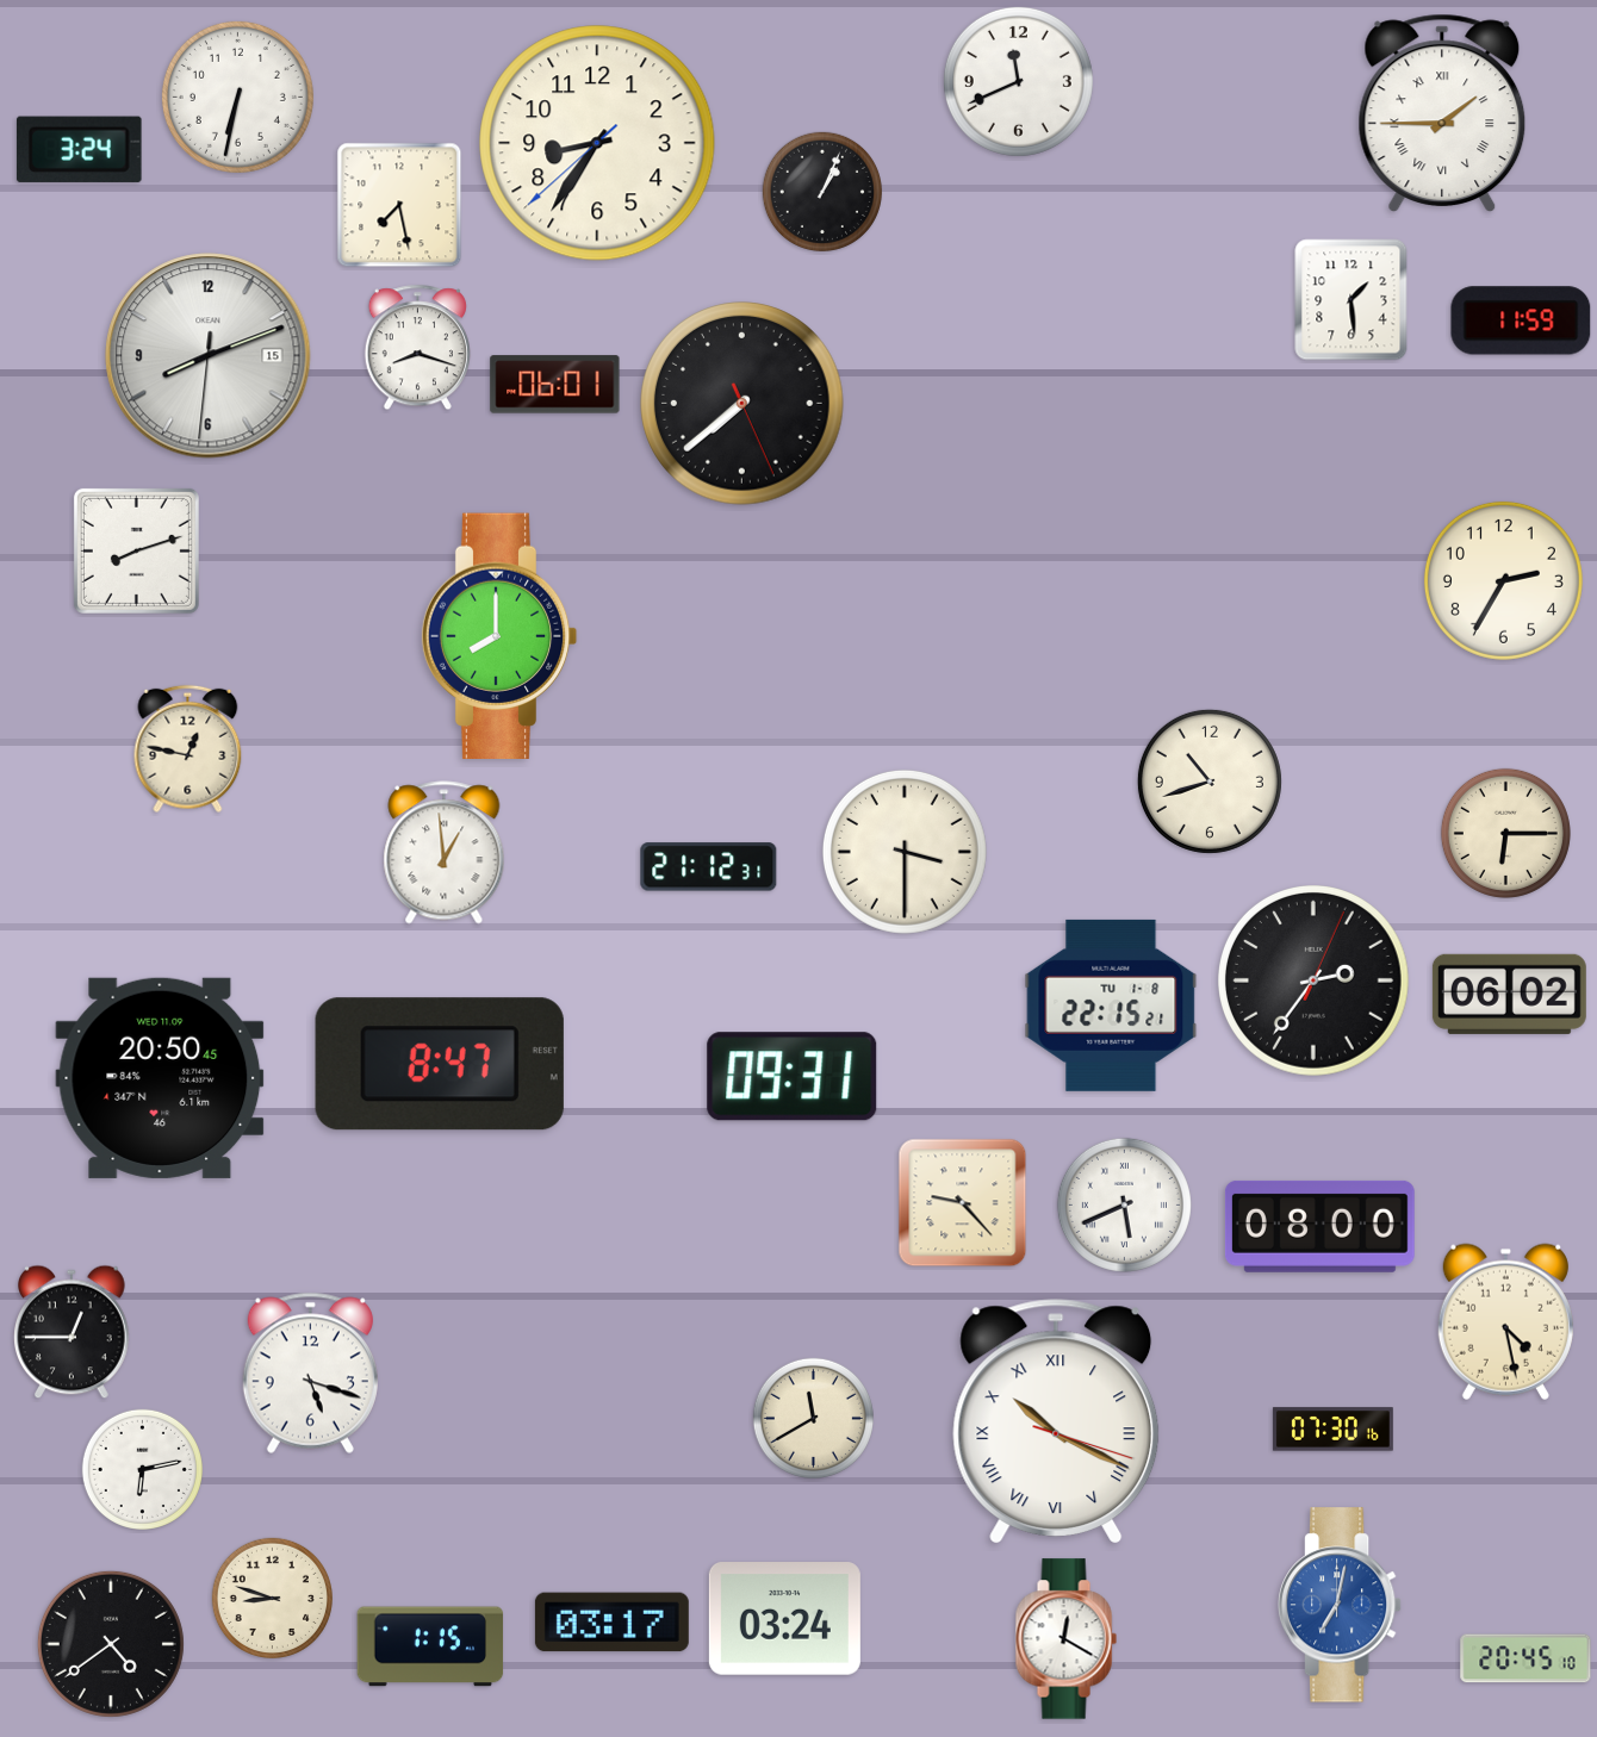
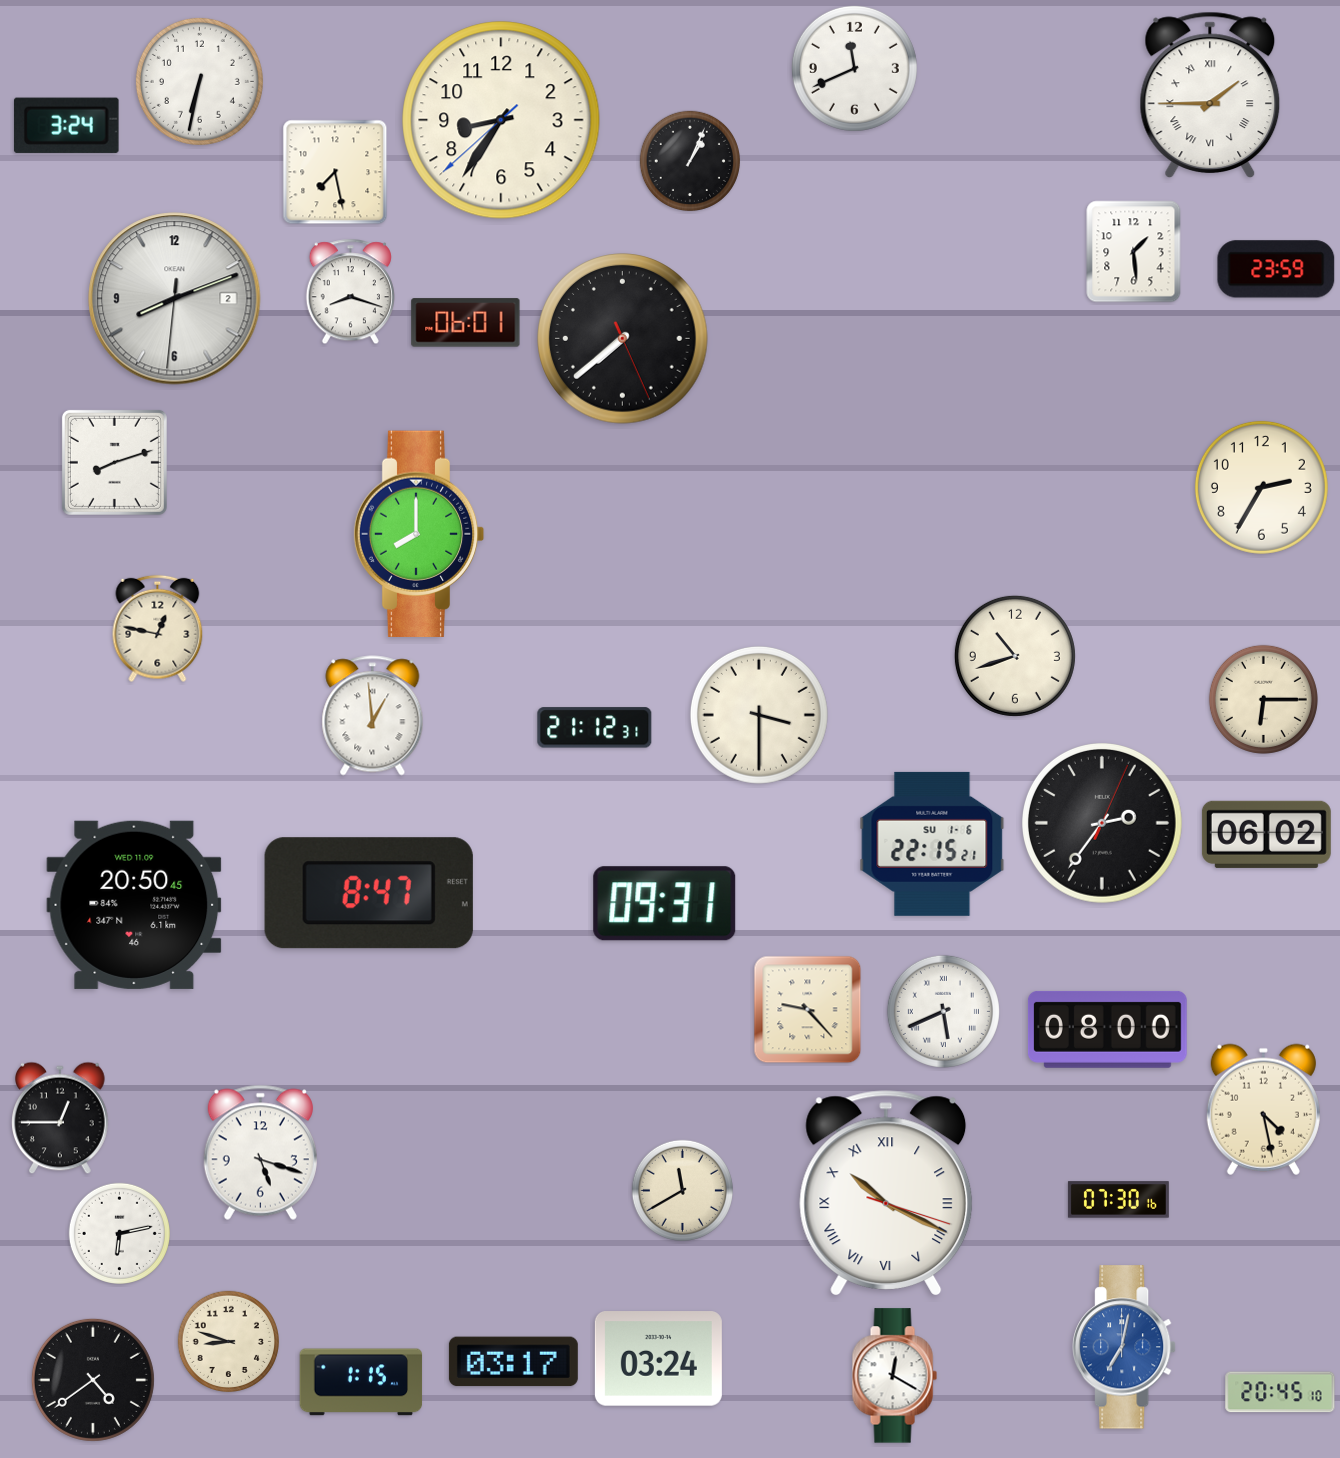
clock at (1521, 320): 11:59 -> 23:59
clock at (209, 356) date: 15 -> 2
clock at (1111, 1006) date: TU 1-8 -> SU 1-6
